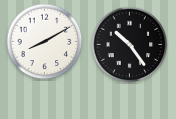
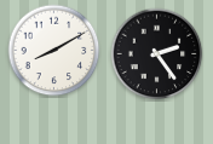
clock at (130, 45): 10:24 -> 2:24
